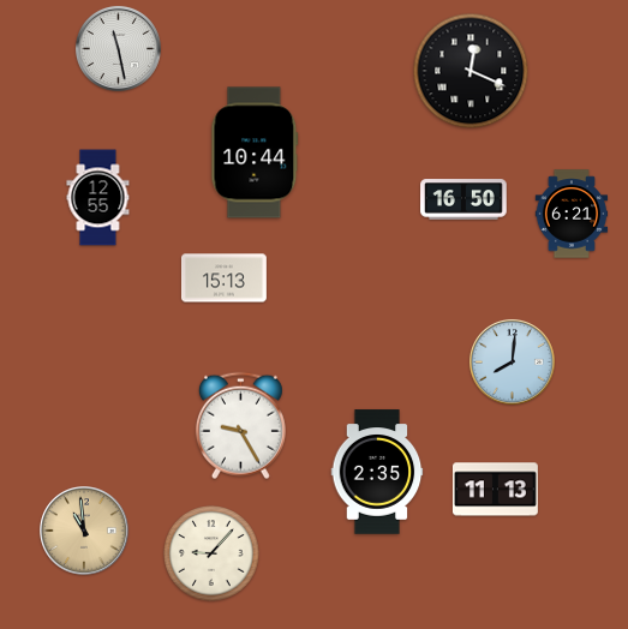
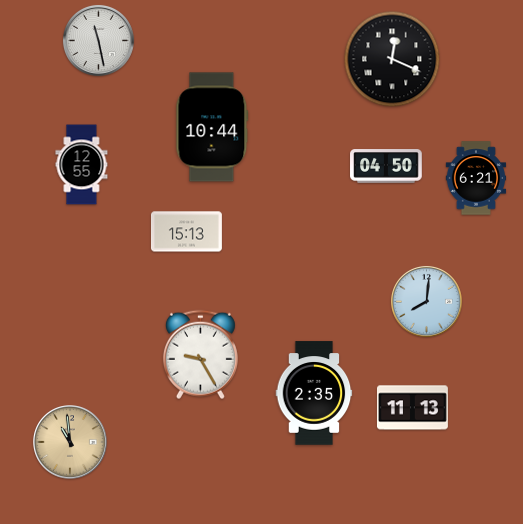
clock at (463, 199): 16:50 -> 04:50
clock at (211, 553): 9:07 -> none
